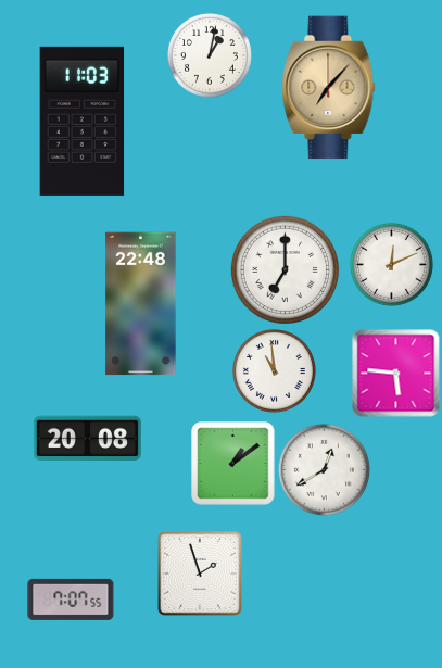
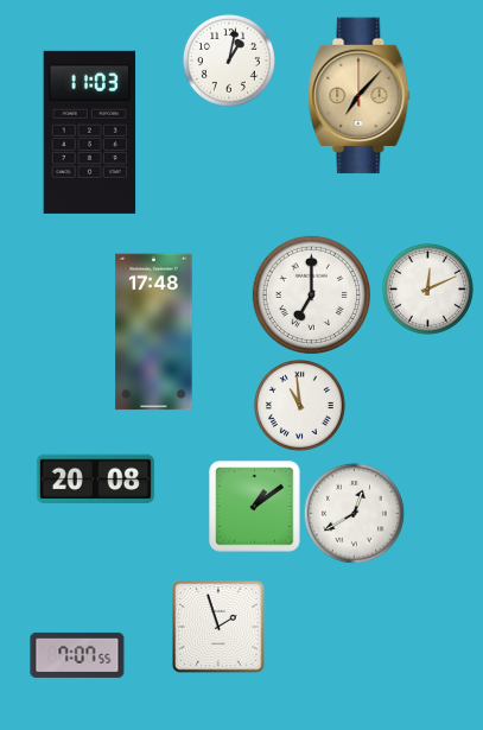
clock at (141, 304): 22:48 -> 17:48
clock at (396, 374): 5:46 -> none
